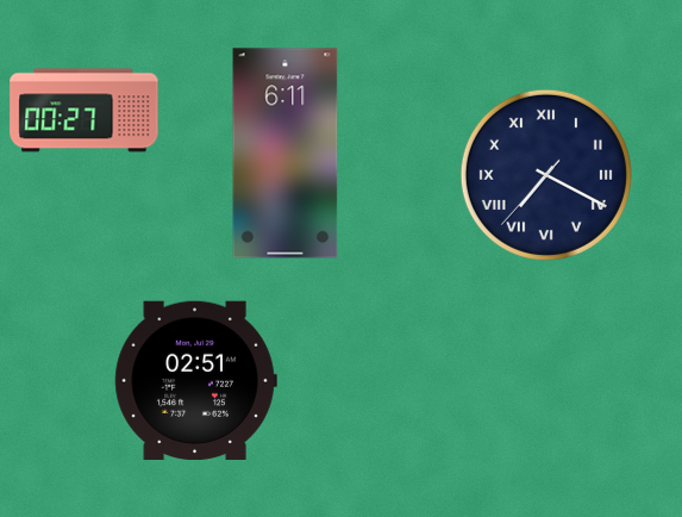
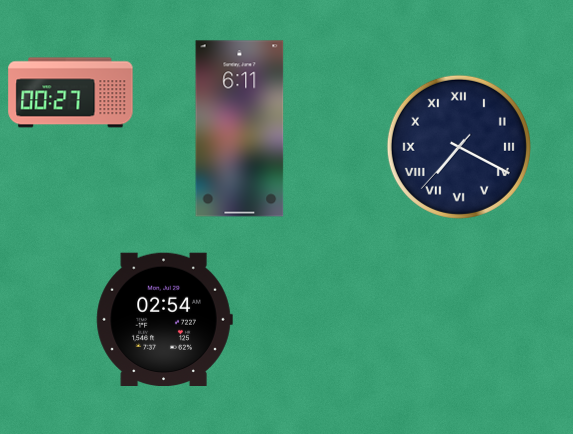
clock at (195, 380): 02:51 -> 02:54
